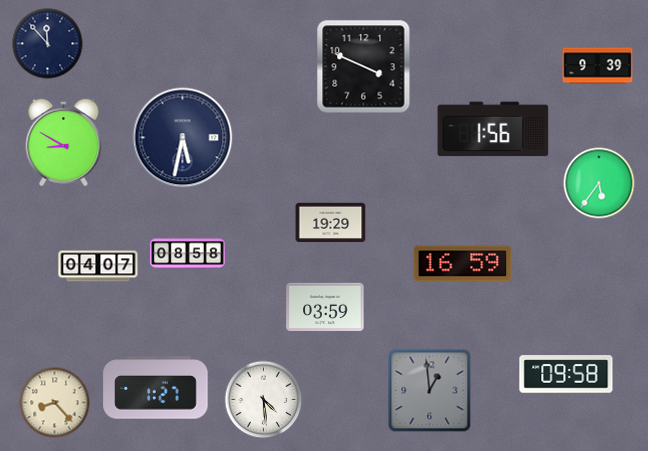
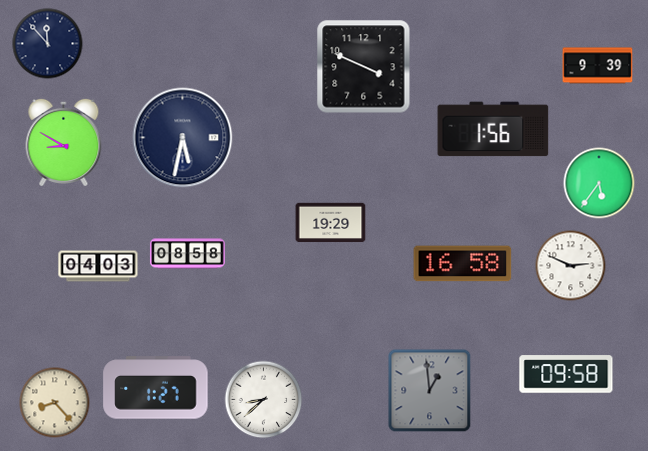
clock at (463, 264): 16:59 -> 16:58
clock at (98, 266): 04:07 -> 04:03
clock at (571, 266): none -> 2:49
clock at (325, 306): 03:59 -> none
clock at (264, 400): 4:29 -> 8:38
